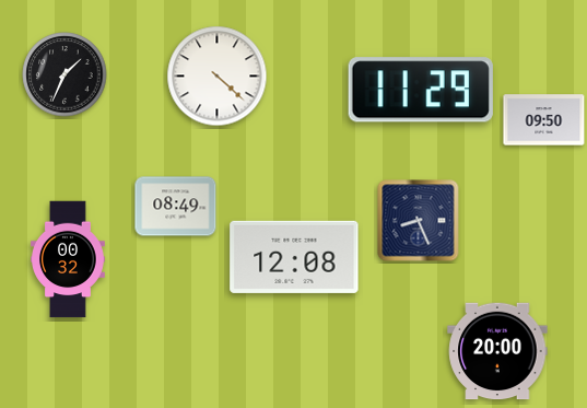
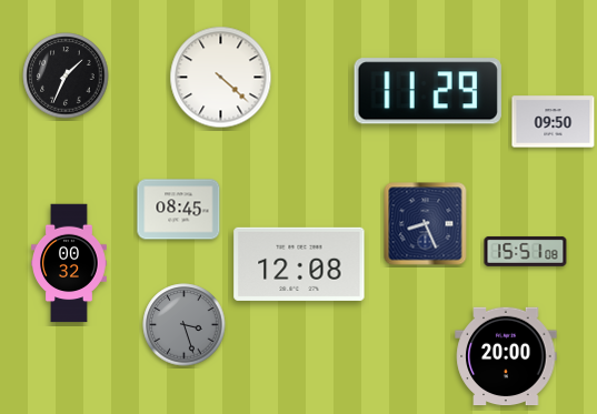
clock at (176, 207): 08:49 -> 08:45
clock at (526, 252): none -> 15:51
clock at (294, 257) position: (294, 257) -> (299, 264)
clock at (185, 325): none -> 3:27
